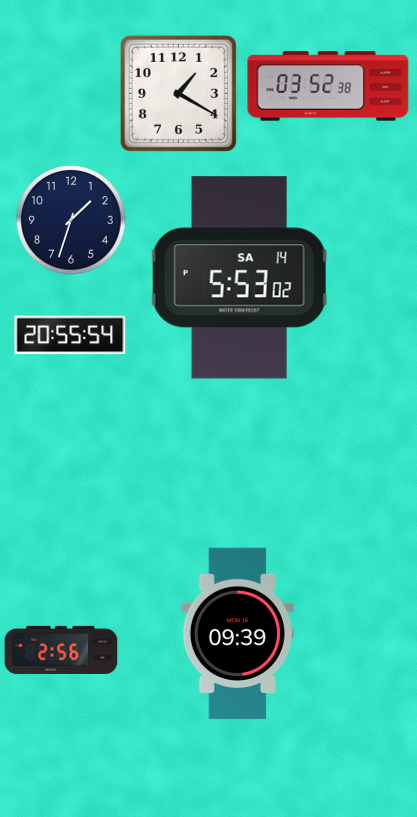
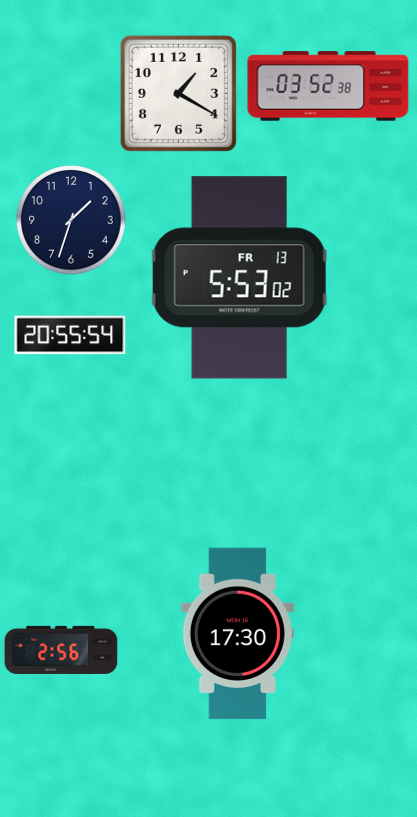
clock at (239, 278) date: SA 14 -> FR 13
clock at (237, 634): 09:39 -> 17:30
